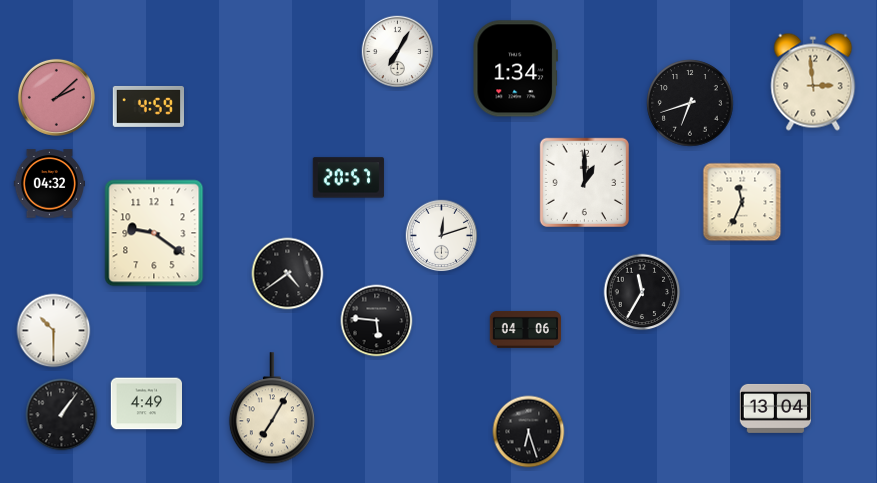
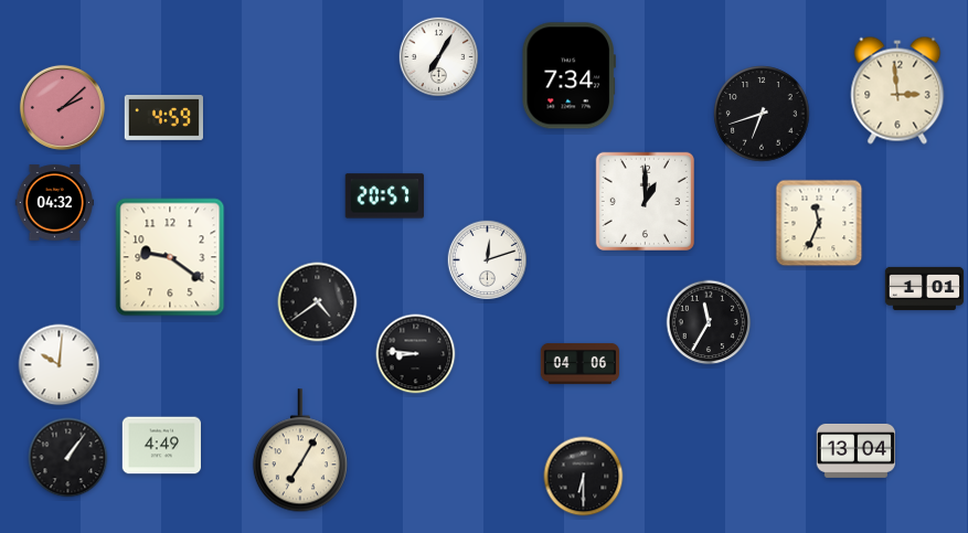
clock at (515, 69): 1:34 -> 7:34
clock at (925, 288): none -> 1:01
clock at (377, 321): 5:46 -> 8:46
clock at (54, 331): 10:30 -> 10:01
clock at (529, 432): 6:27 -> 6:30
